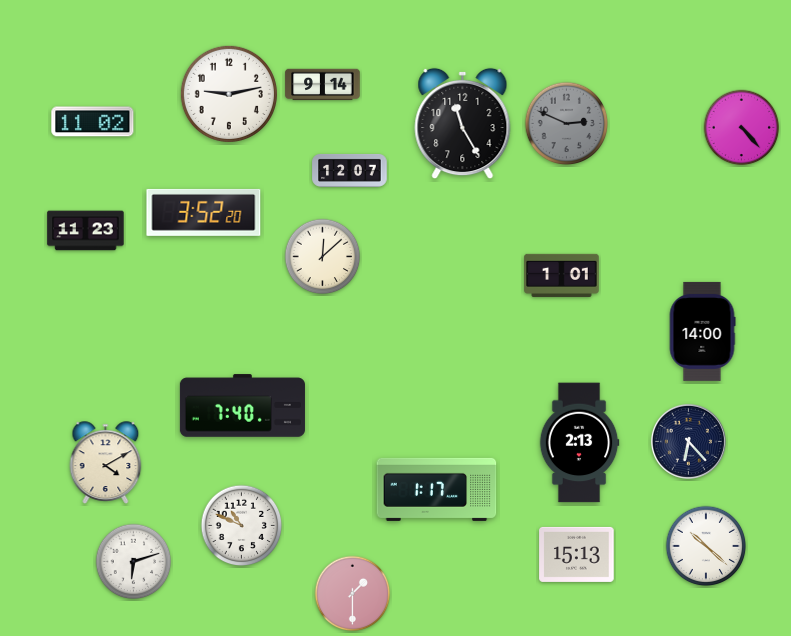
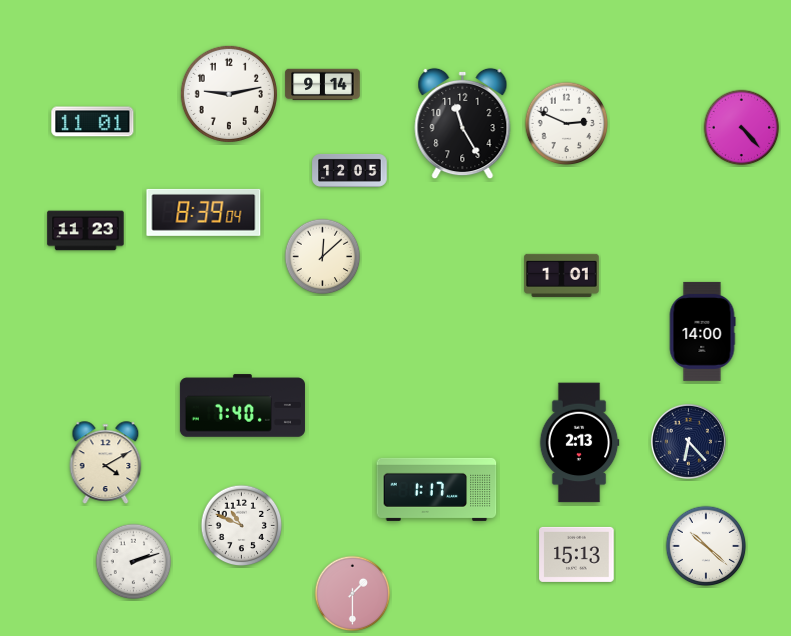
clock at (93, 122): 11:02 -> 11:01
clock at (567, 124) dial: grey -> white
clock at (350, 170): 12:07 -> 12:05
clock at (204, 212): 3:52 -> 8:39
clock at (134, 562): 6:12 -> 2:12
